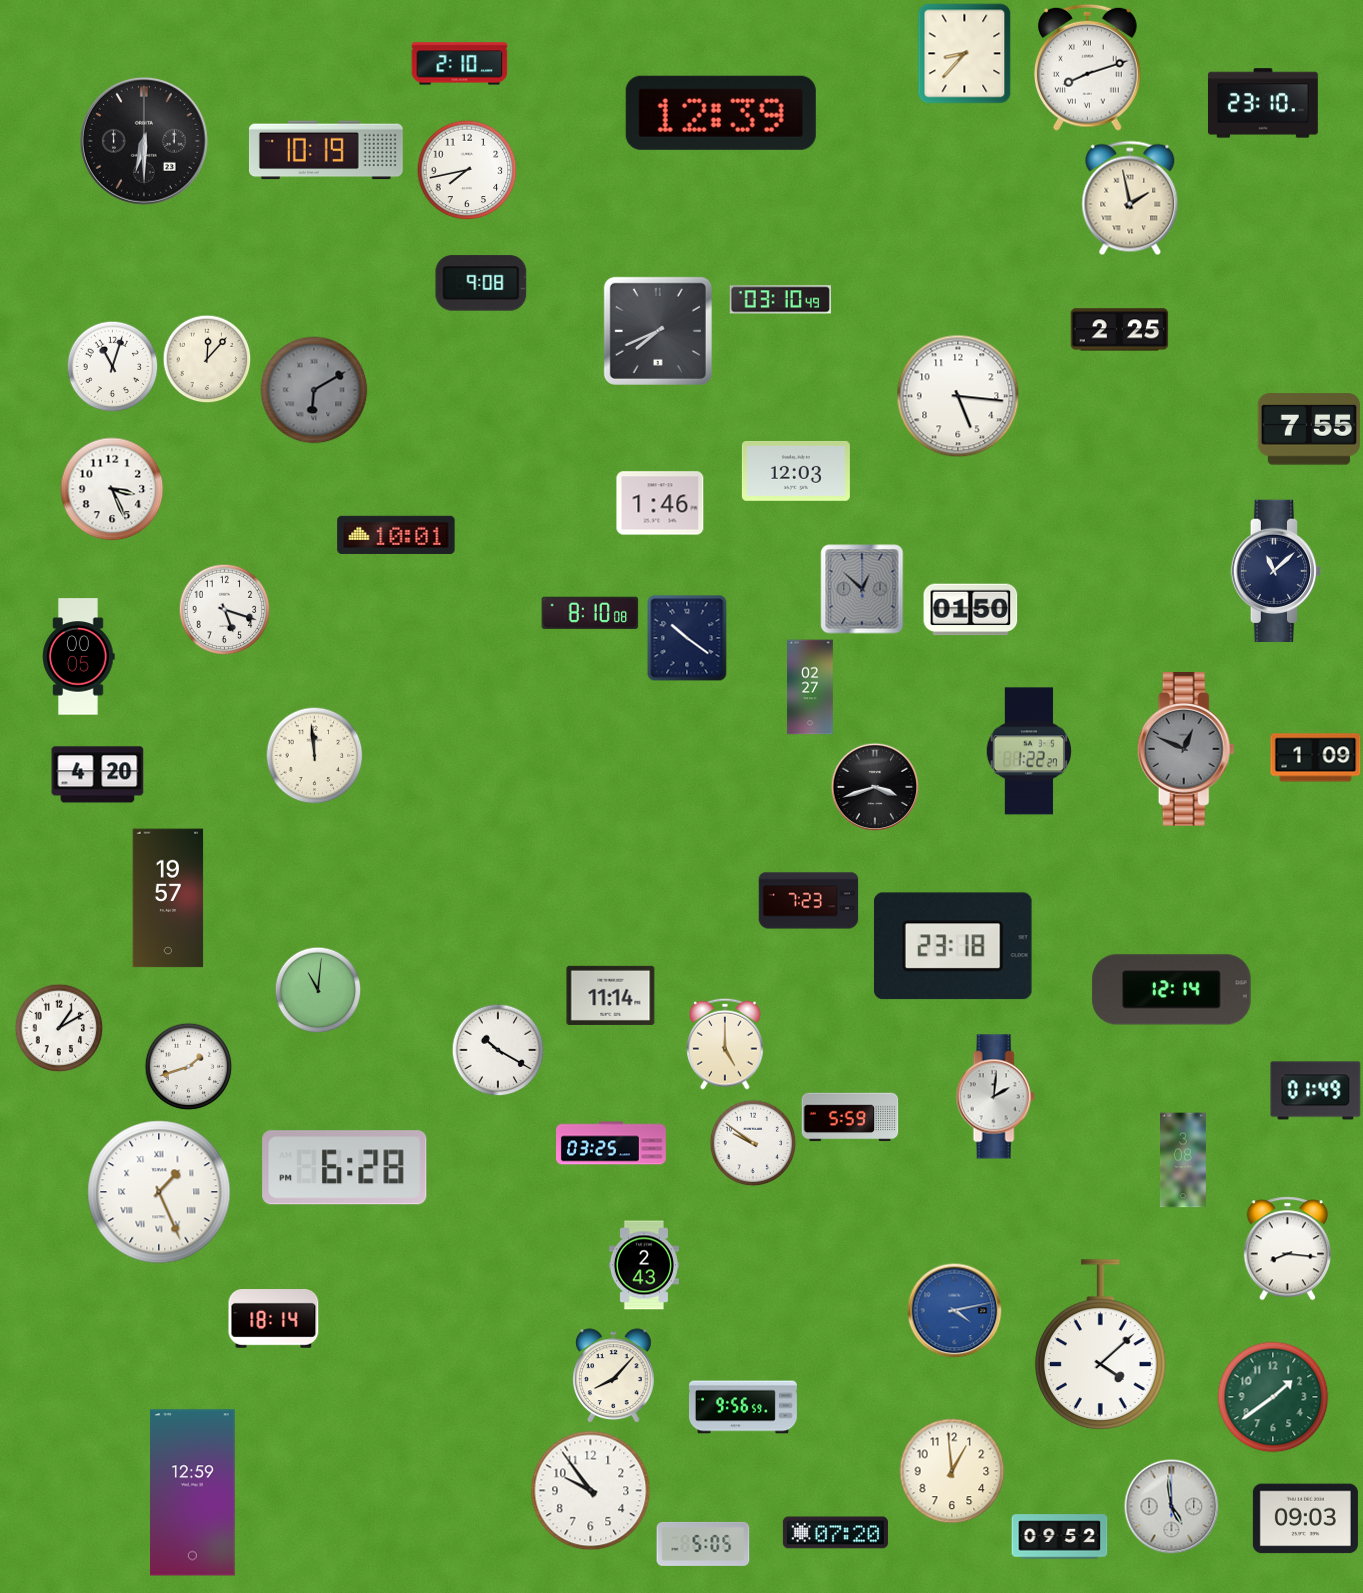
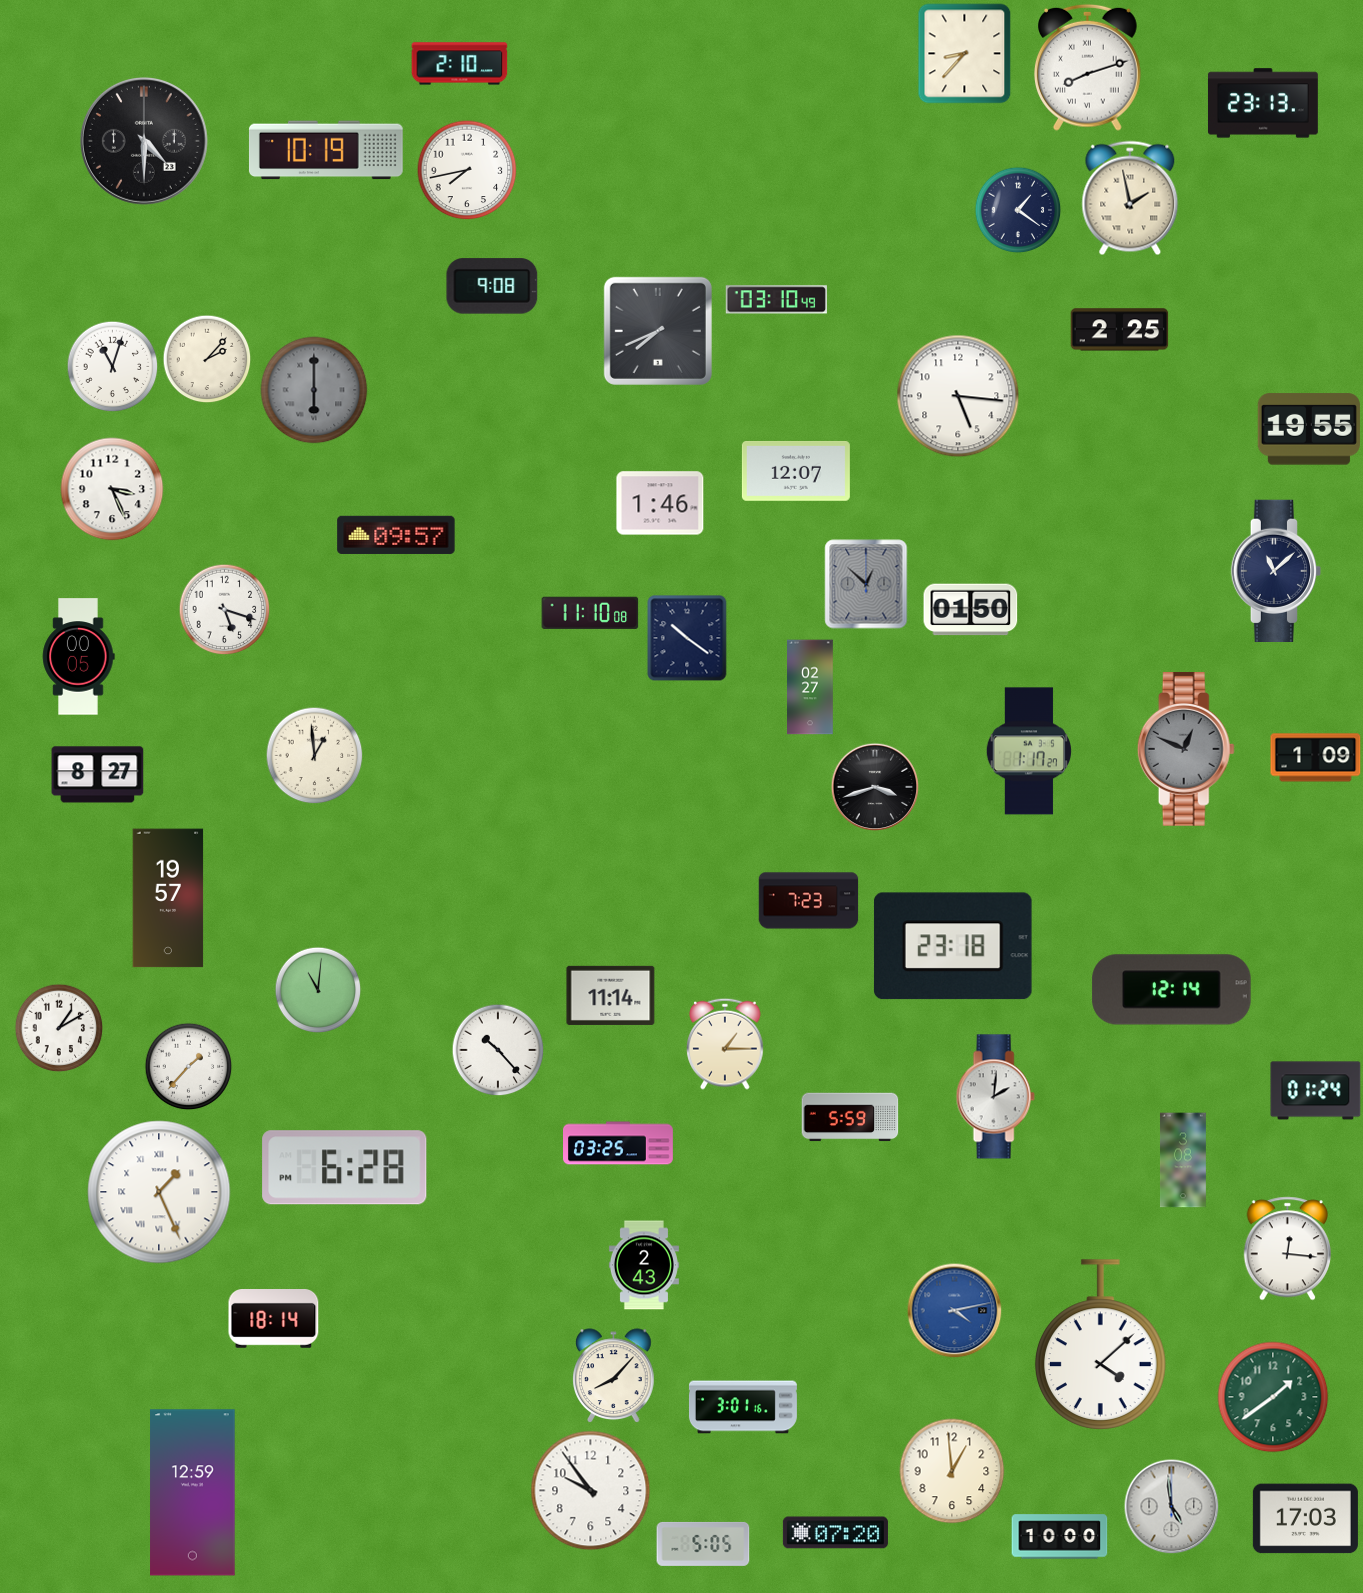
clock at (1263, 103): 23:10 -> 23:13
clock at (721, 113): 12:39 -> none
clock at (144, 141): 6:30 -> 4:30
clock at (1018, 210): none -> 1:21
clock at (481, 283) position: (481, 283) -> (492, 286)
clock at (780, 300) position: (780, 300) -> (776, 300)
clock at (207, 359): 12:07 -> 2:07
clock at (314, 390): 6:10 -> 6:00
clock at (1309, 429): 7:55 -> 19:55
clock at (796, 471): 12:03 -> 12:07
clock at (396, 535): 10:01 -> 09:57
clock at (862, 589) position: (862, 589) -> (866, 584)
clock at (590, 613): 8:10 -> 11:10
clock at (1028, 751): 1:22 -> 1:17
clock at (314, 755): 11:59 -> 12:59
clock at (98, 775): 4:20 -> 8:27
clock at (725, 1044): 5:00 -> 1:15
clock at (498, 1050): 10:20 -> 10:23
clock at (188, 1066): 1:42 -> 1:37
clock at (1316, 1091): 01:49 -> 01:24
clock at (612, 1143) position: (612, 1143) -> (619, 1143)
clock at (753, 1143): 9:51 -> none
clock at (1287, 1249): 8:16 -> 12:16
clock at (743, 1407): 9:56 -> 3:01
clock at (1305, 1519): 09:03 -> 17:03
clock at (1060, 1537): 09:52 -> 10:00
